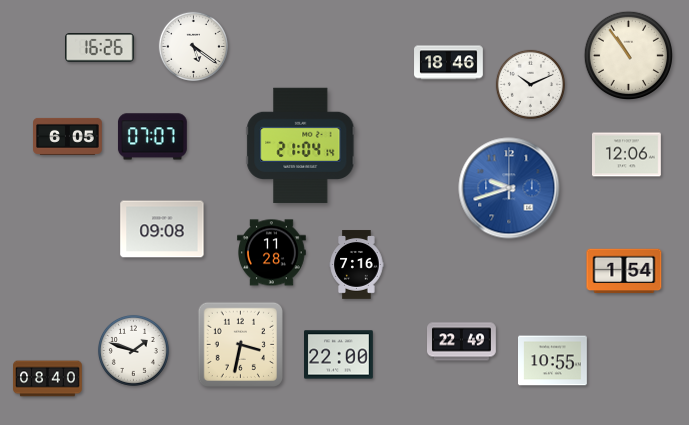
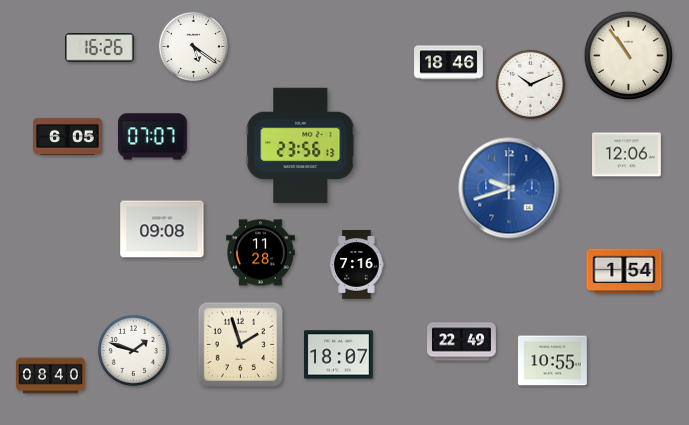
clock at (301, 146): 21:04 -> 23:56
clock at (272, 253) position: (272, 253) -> (261, 253)
clock at (240, 344): 3:32 -> 1:57
clock at (339, 355): 22:00 -> 18:07
clock at (48, 379) position: (48, 379) -> (51, 376)
